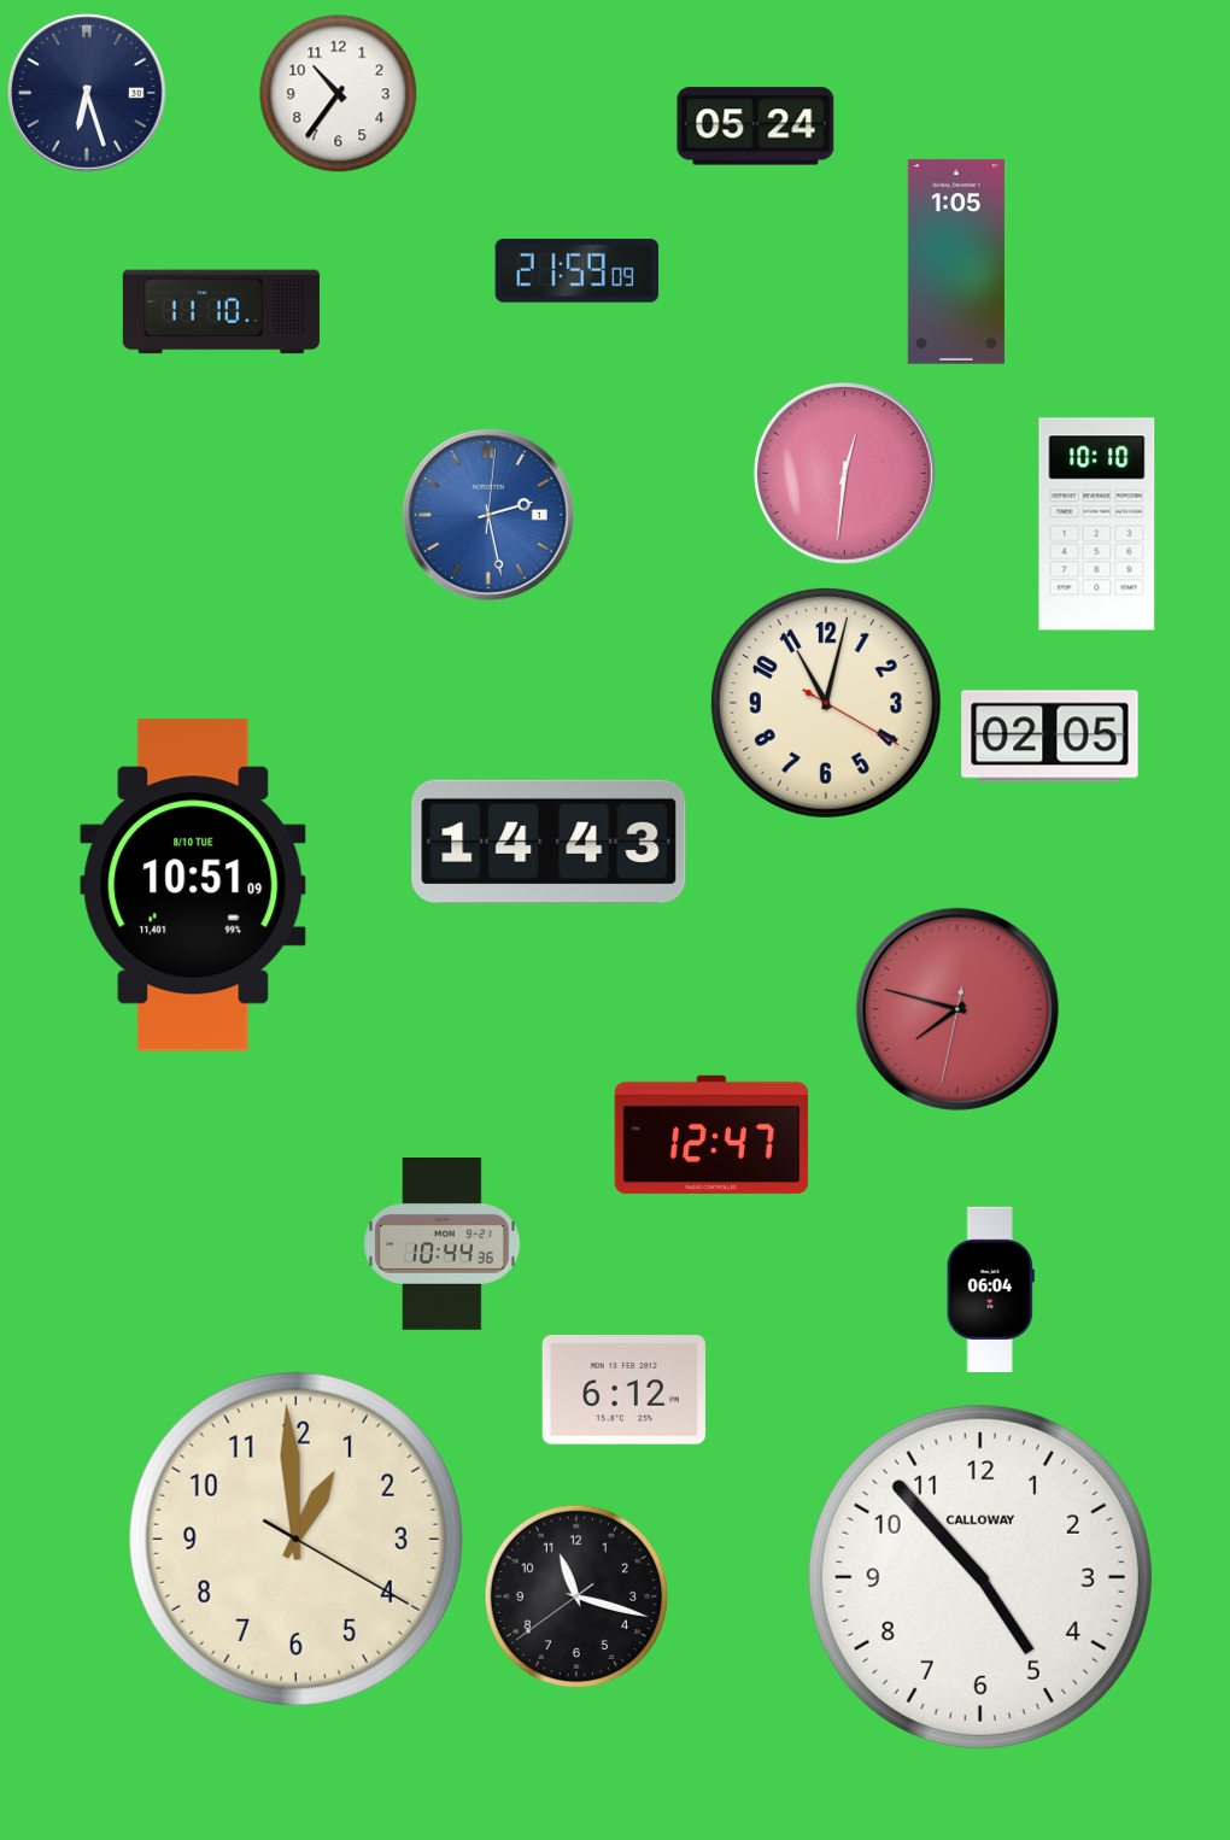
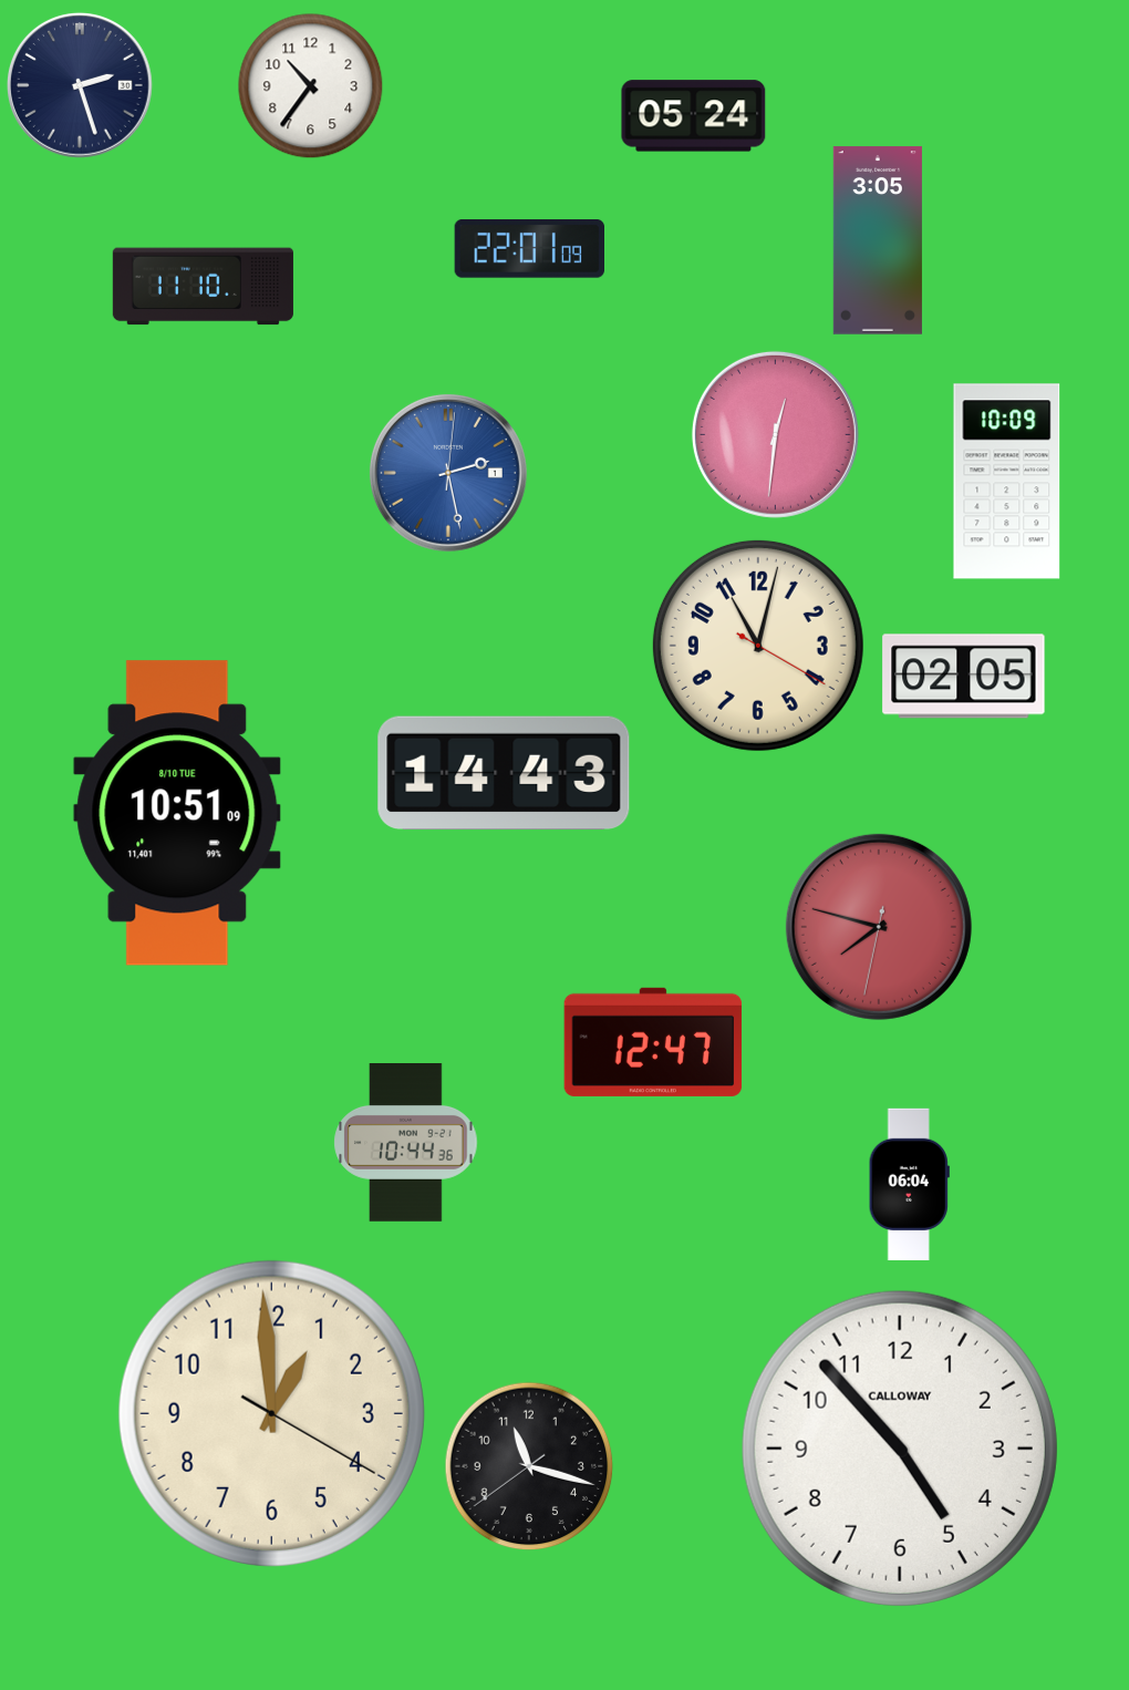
clock at (87, 93): 6:27 -> 2:27
clock at (956, 262): 1:05 -> 3:05
clock at (576, 271): 21:59 -> 22:01
clock at (1097, 525): 10:10 -> 10:09
clock at (623, 1390): 6:12 -> none
